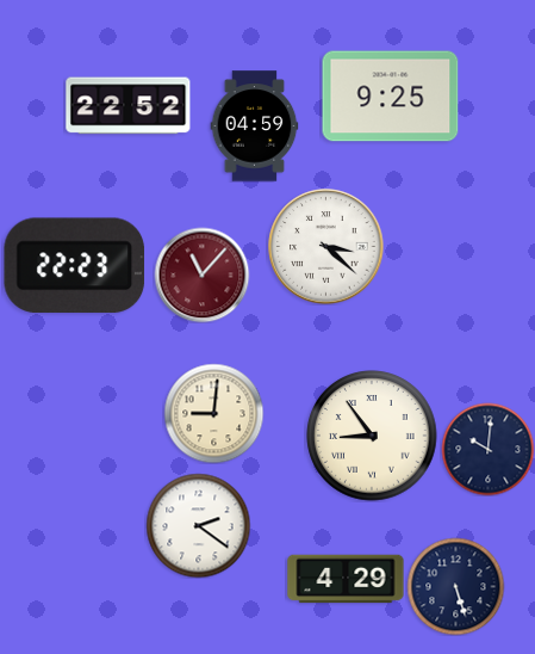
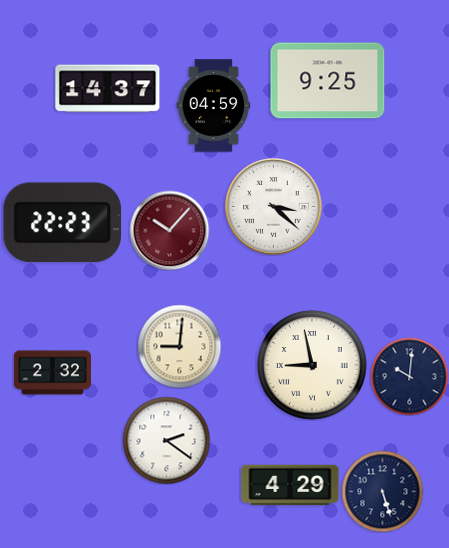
clock at (129, 106): 22:52 -> 14:37
clock at (201, 274): 11:07 -> 10:07
clock at (372, 436): 8:54 -> 8:58
clock at (52, 373): none -> 2:32
